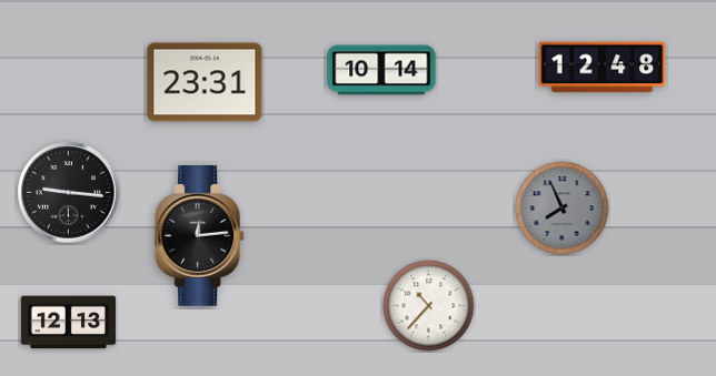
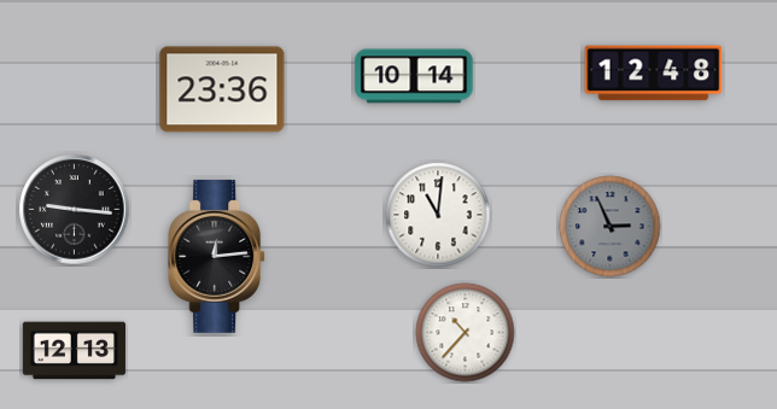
clock at (205, 82): 23:31 -> 23:36
clock at (438, 215): none -> 11:01
clock at (563, 209): 7:56 -> 2:56
